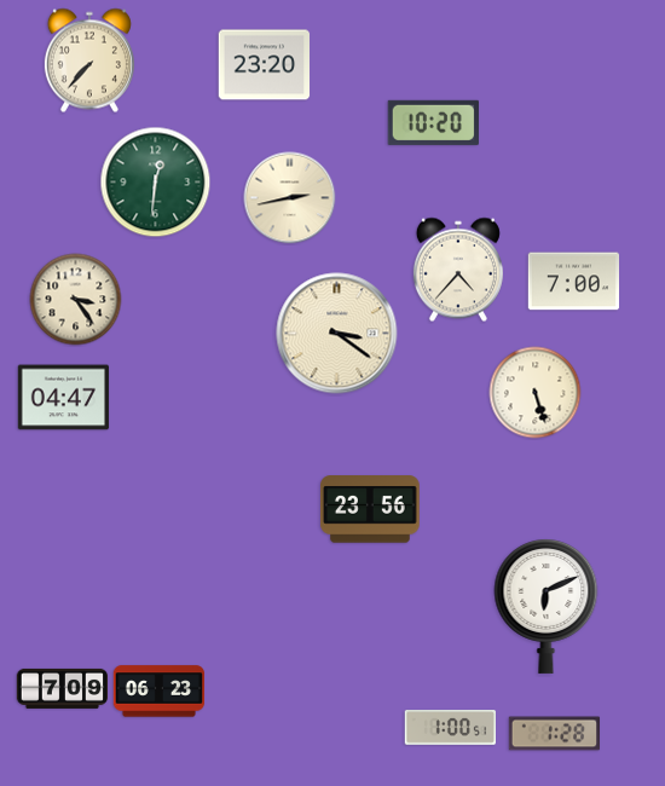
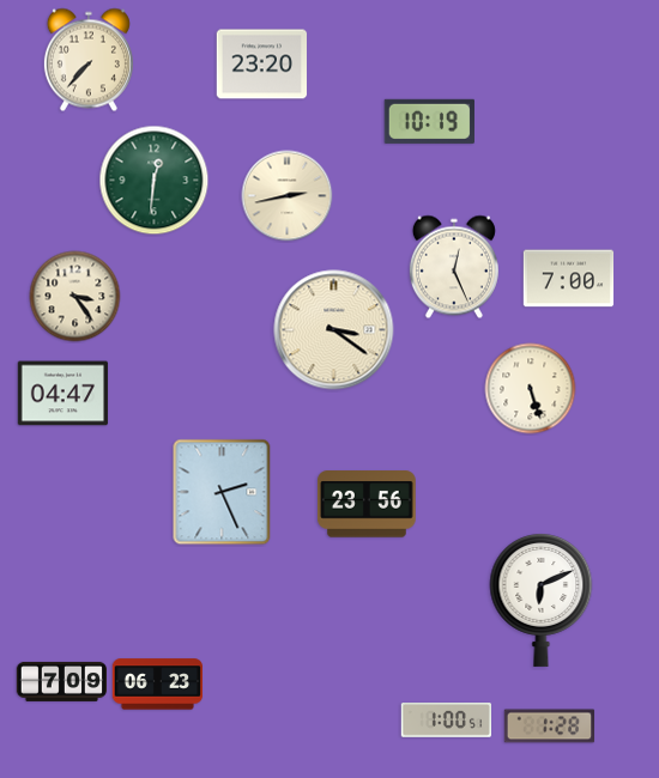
clock at (433, 122): 10:20 -> 10:19
clock at (458, 270): 4:37 -> 12:26
clock at (222, 492): none -> 2:26
